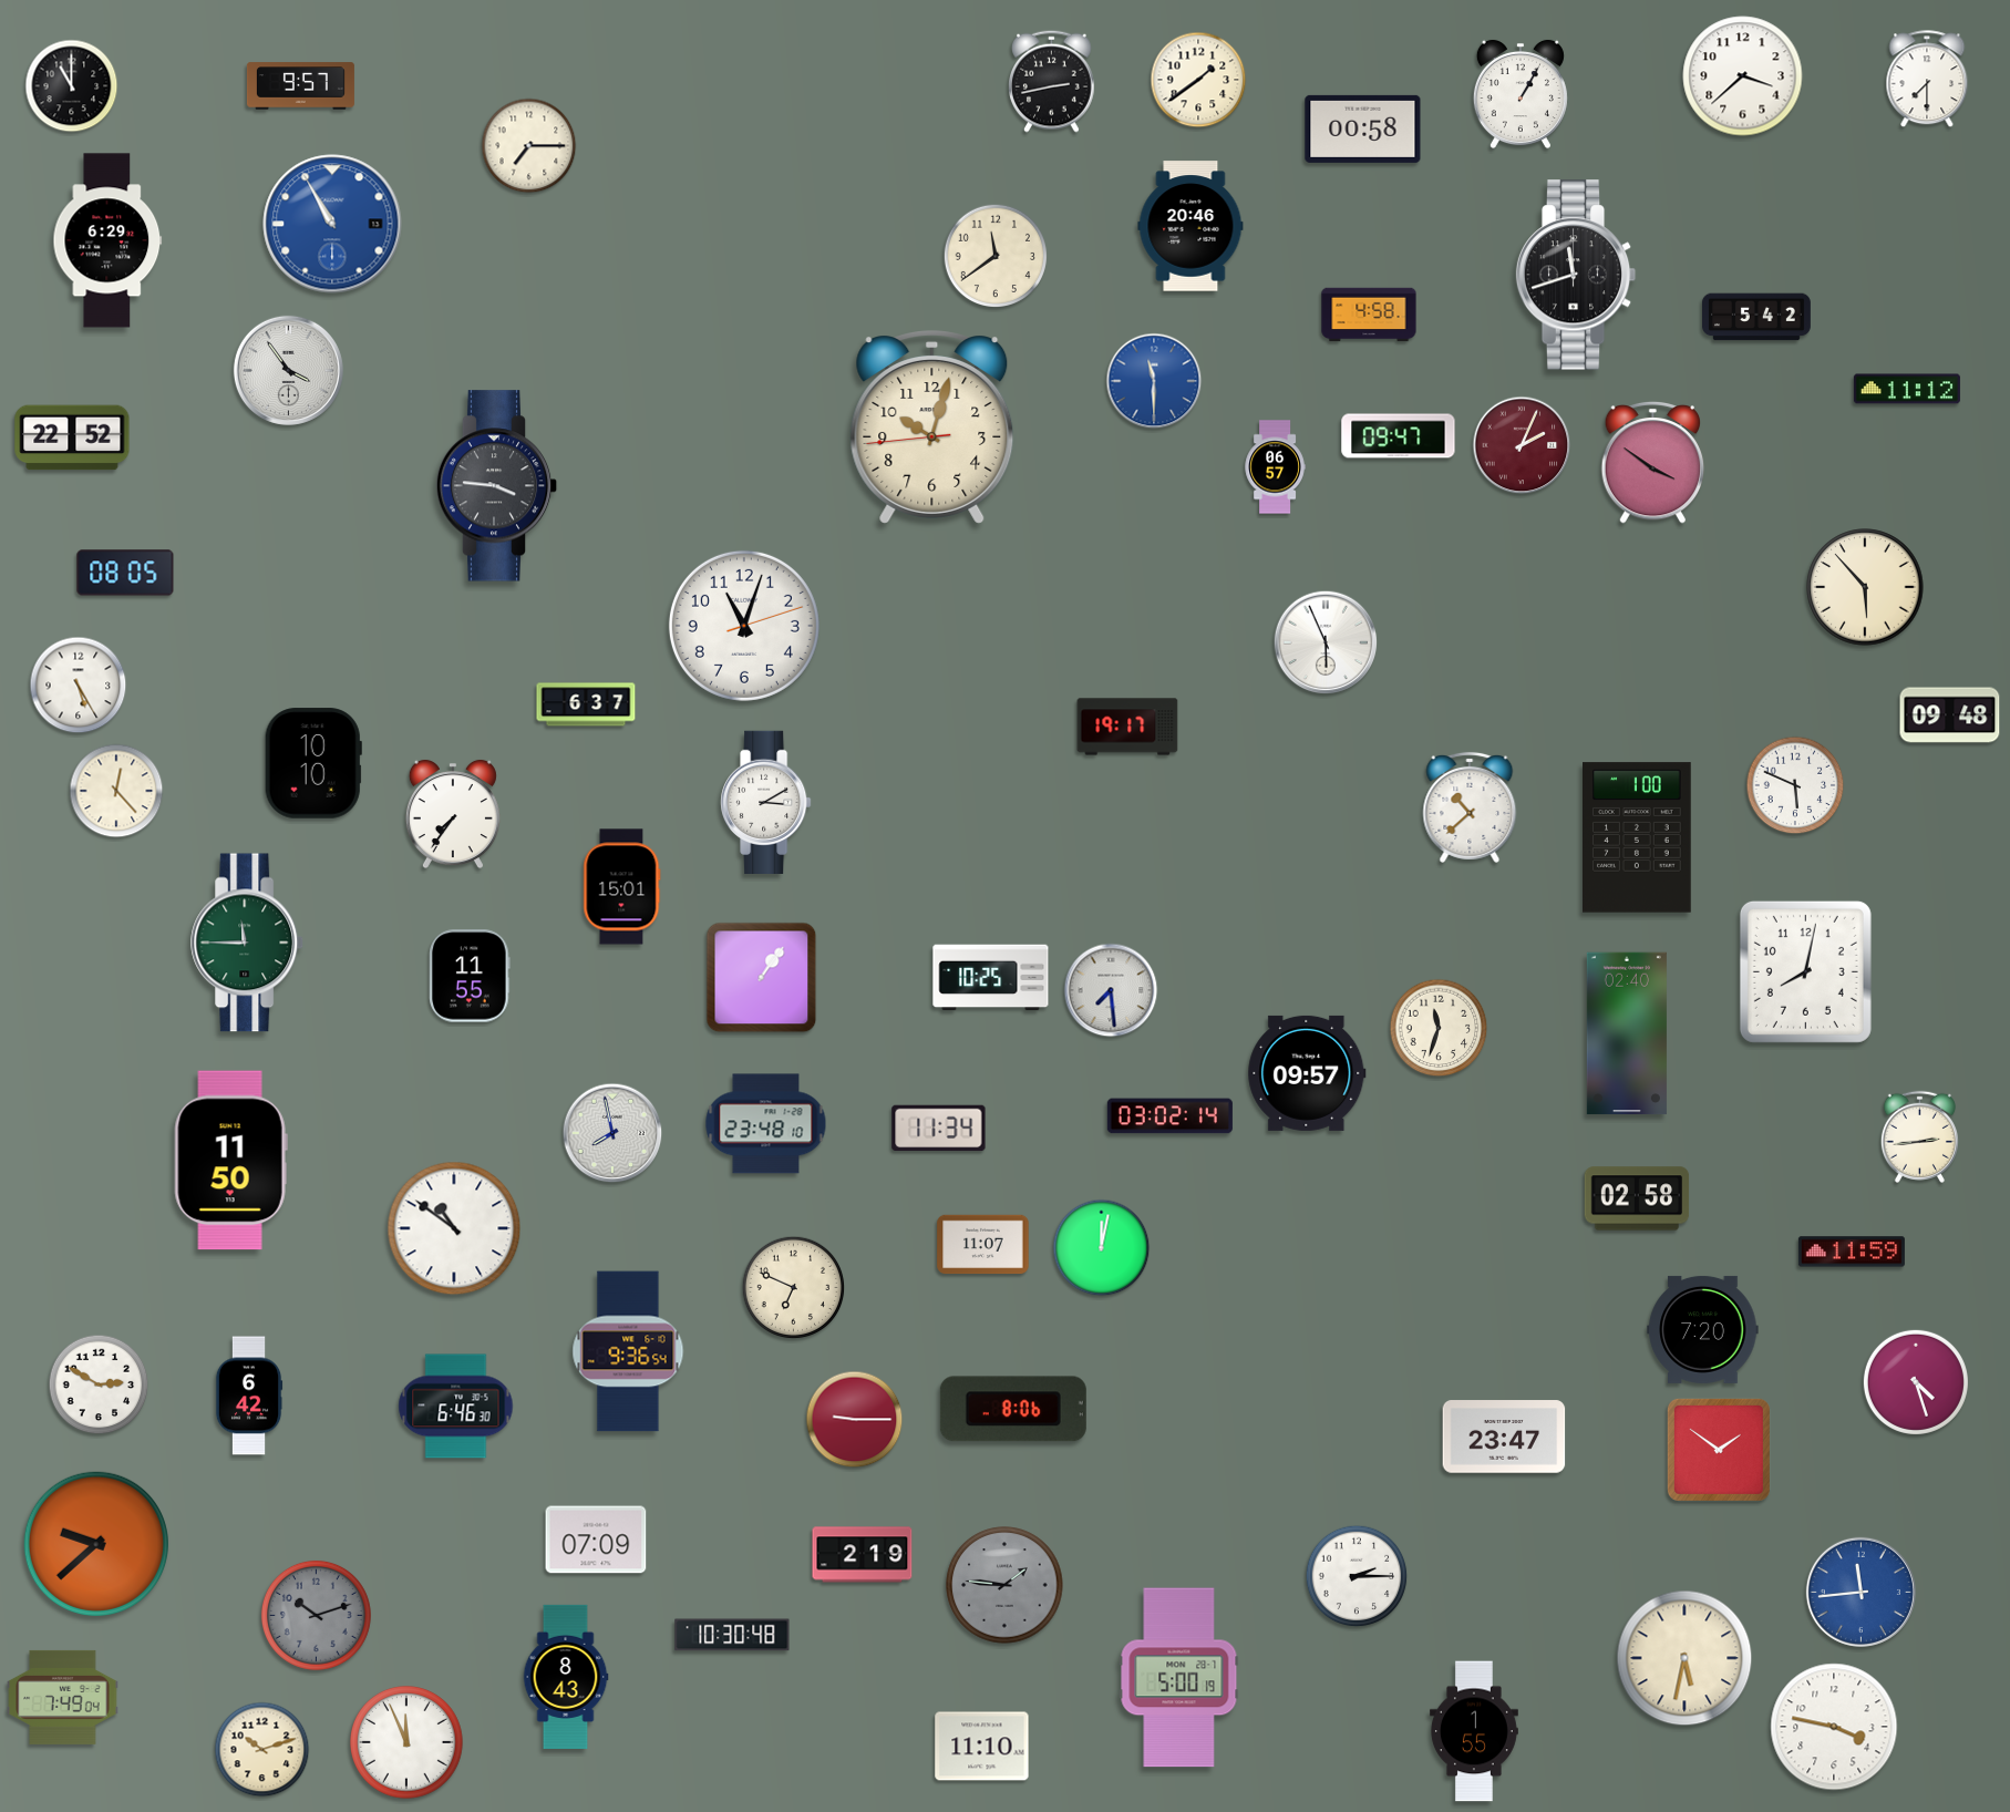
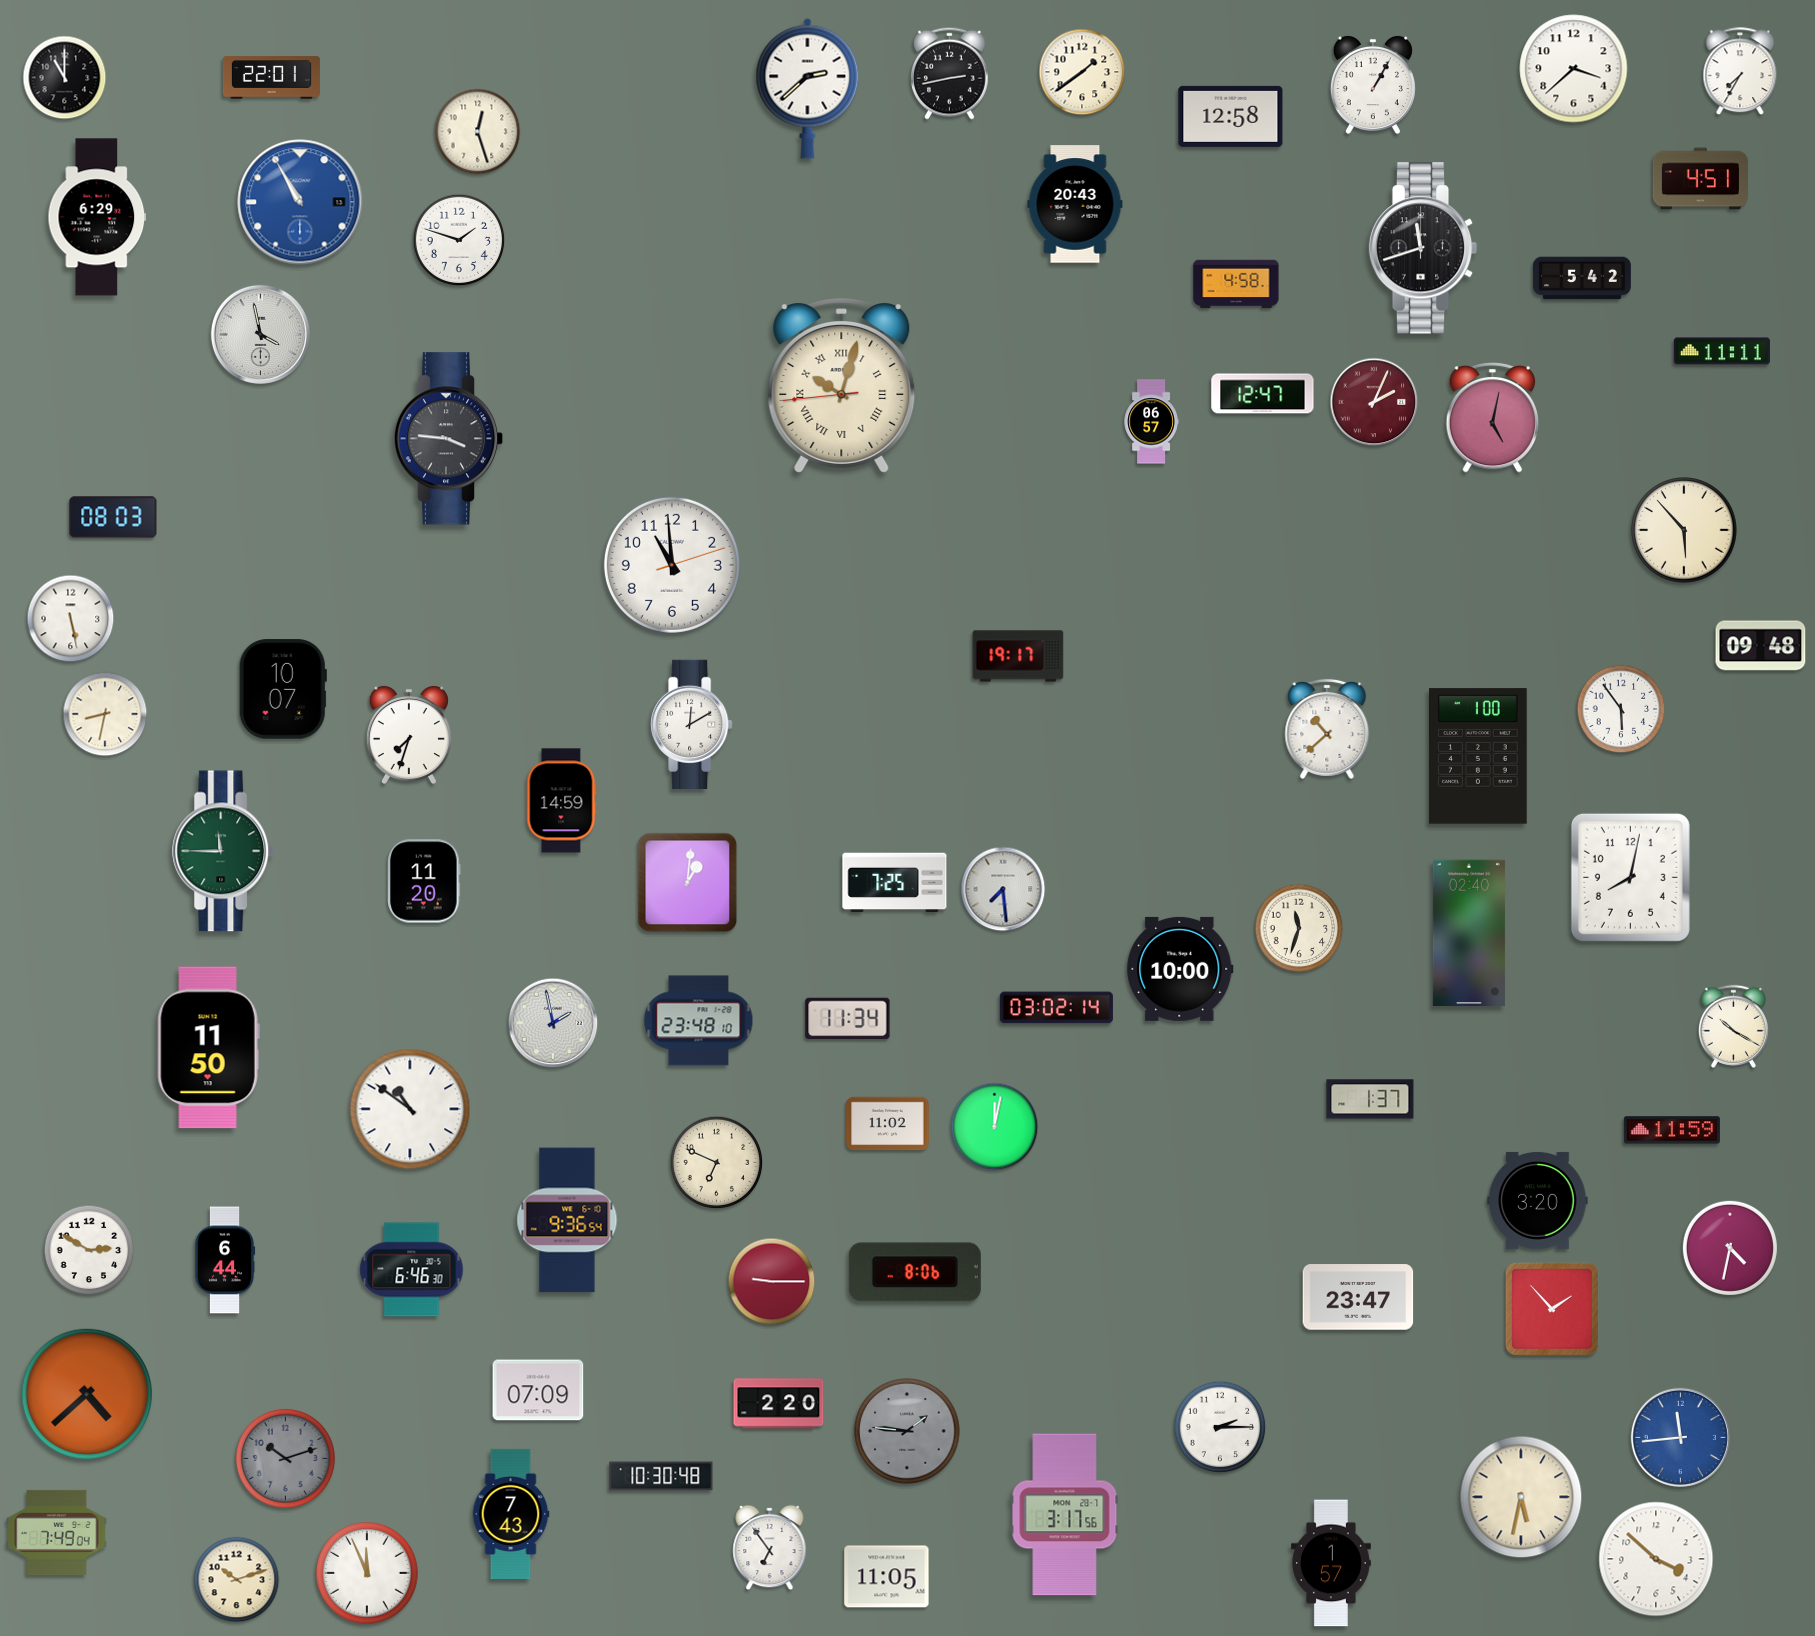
clock at (1927, 80): 7:30 -> 7:35
clock at (300, 86): 9:57 -> 22:01
clock at (808, 88): none -> 2:38
clock at (1363, 128): 00:58 -> 12:58
clock at (529, 146): 7:15 -> 12:27
clock at (1700, 179): none -> 4:51
clock at (1190, 226): 20:46 -> 20:43
clock at (994, 255): 11:39 -> none
clock at (459, 240): none -> 1:48
clock at (1758, 317) position: (1758, 317) -> (1583, 278)
clock at (288, 370): 3:54 -> 3:58
clock at (1154, 381): 11:30 -> none
clock at (1907, 389): 11:12 -> 11:11
clock at (932, 428) numerals: Arabic -> Roman
clock at (1399, 436): 09:47 -> 12:47
clock at (72, 437): 22:52 -> none
clock at (1653, 462): 3:51 -> 5:02
clock at (125, 573): 08:05 -> 08:03
clock at (744, 626): 11:03 -> 10:59
clock at (1326, 642): 5:56 -> none
clock at (79, 686): 5:25 -> 5:28
clock at (586, 704): 6:37 -> none
clock at (313, 763): 10:10 -> 10:07
clock at (1795, 785): 5:49 -> 5:54
clock at (116, 791): 12:23 -> 8:32
clock at (766, 802): 3:10 -> 12:10
clock at (453, 814): 7:36 -> 7:33
clock at (622, 887): 15:01 -> 14:59
clock at (470, 976): 11:55 -> 11:20
clock at (762, 978): 1:06 -> 1:01
clock at (991, 978): 10:25 -> 7:25
clock at (1111, 990) position: (1111, 990) -> (1003, 889)
clock at (1307, 1073): 09:57 -> 10:00
clock at (766, 1124) position: (766, 1124) -> (699, 1021)
clock at (612, 1133): 7:58 -> 1:58
clock at (1919, 1136): 2:44 -> 10:20
clock at (1637, 1198): 02:58 -> none
clock at (1370, 1099): none -> 1:37
clock at (983, 1245): 11:07 -> 11:02
clock at (1703, 1329): 7:20 -> 3:20
clock at (1916, 1382): 4:27 -> 4:32
clock at (249, 1396): 6:42 -> 6:44
clock at (1719, 1450): 1:51 -> 1:53
clock at (95, 1543): 9:38 -> 4:38
clock at (863, 1555): 2:19 -> 2:20
clock at (1357, 1576) position: (1357, 1576) -> (1220, 1427)
clock at (566, 1676): 8:43 -> 7:43
clock at (1179, 1678): 5:00 -> 3:17
clock at (770, 1548): none -> 6:54
clock at (1834, 1727): 3:47 -> 3:52
clock at (1474, 1731): 1:55 -> 1:57
clock at (982, 1747): 11:10 -> 11:05
